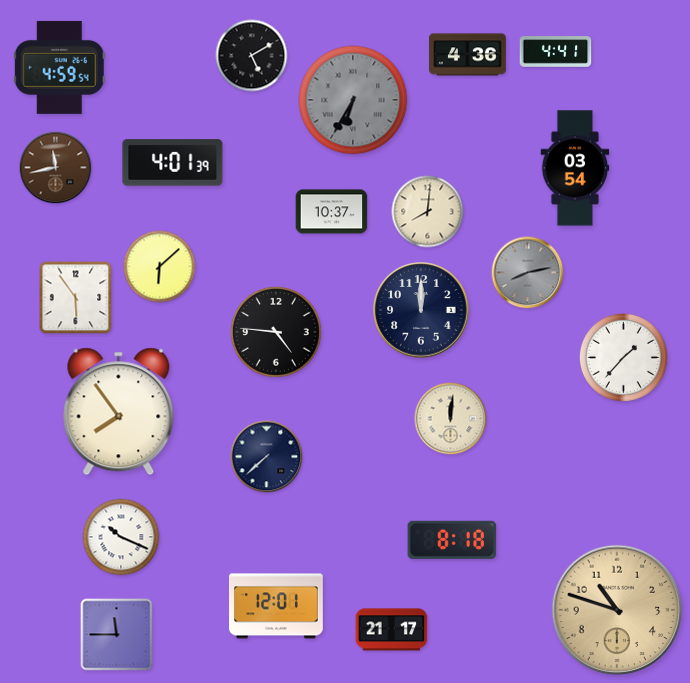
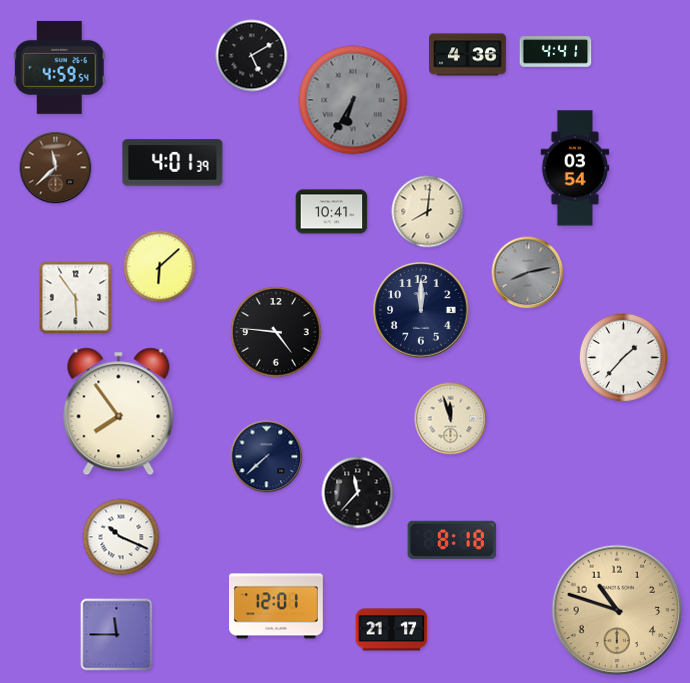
clock at (56, 168): 11:43 -> 11:38
clock at (332, 212): 10:37 -> 10:41
clock at (451, 419): 12:01 -> 11:57
clock at (358, 493): none -> 11:37
